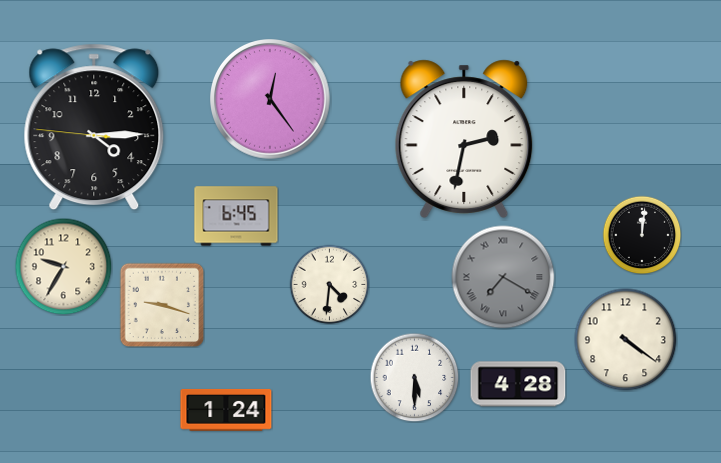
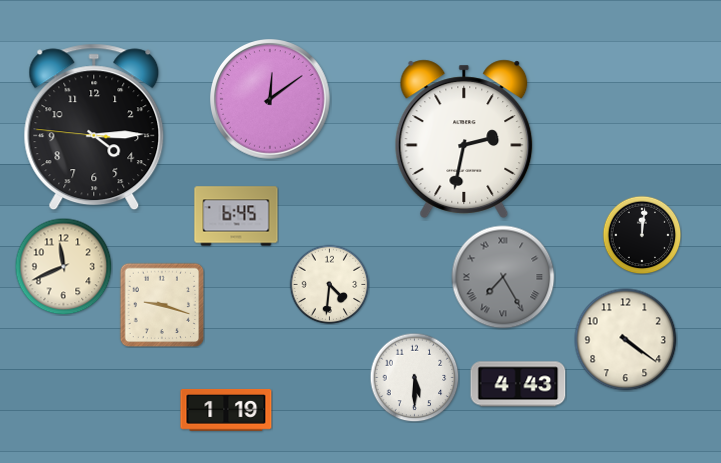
clock at (271, 100): 12:24 -> 12:09
clock at (63, 266): 9:35 -> 11:41
clock at (503, 277): 7:20 -> 7:25
clock at (518, 384): 4:28 -> 4:43
clock at (226, 410): 1:24 -> 1:19
